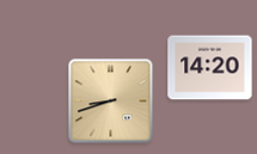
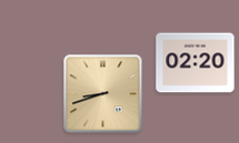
clock at (210, 68): 14:20 -> 02:20
